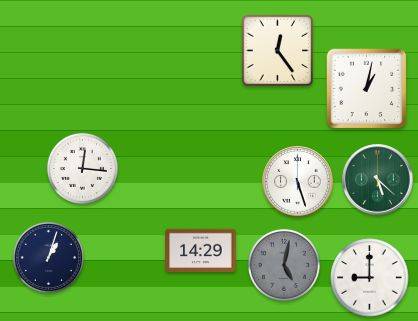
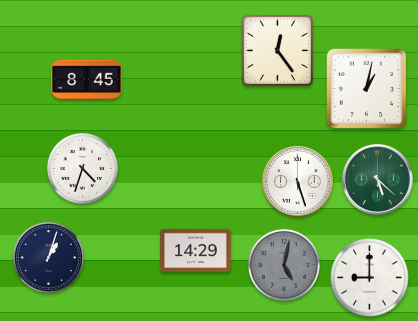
clock at (87, 80): none -> 8:45
clock at (82, 168): 12:16 -> 4:33
clock at (201, 251) position: (201, 251) -> (196, 251)
